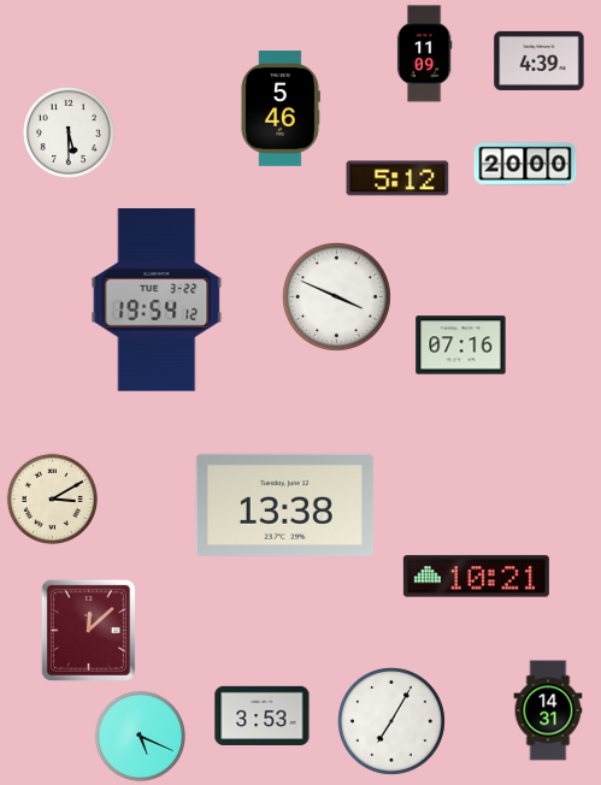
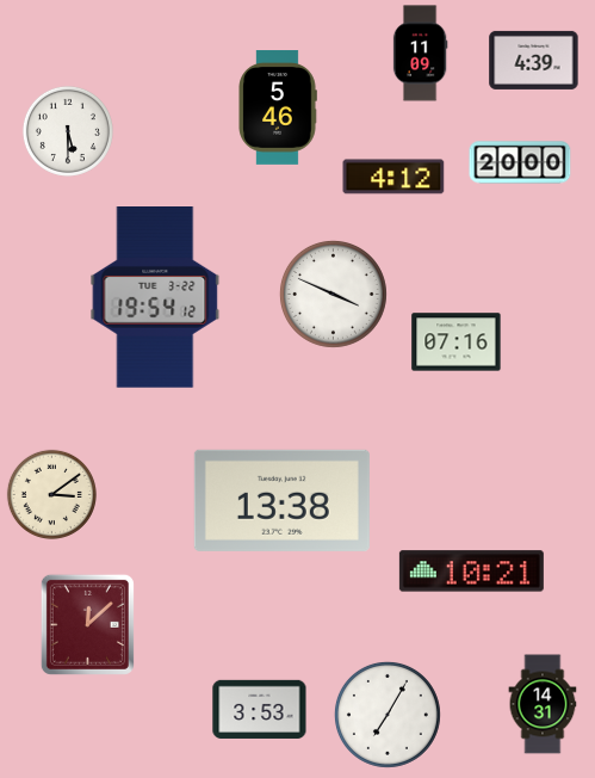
clock at (397, 178): 5:12 -> 4:12
clock at (52, 498): 3:10 -> 3:09
clock at (140, 736): 5:19 -> none
